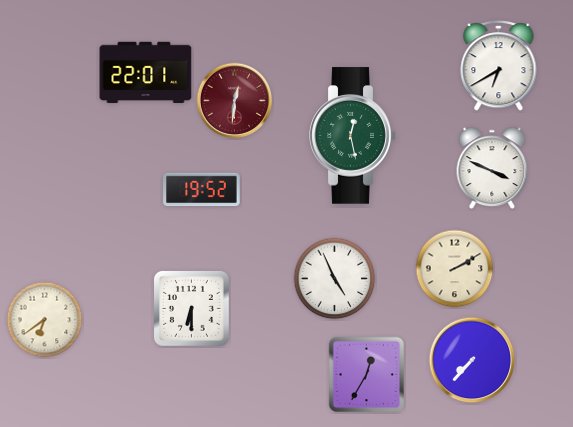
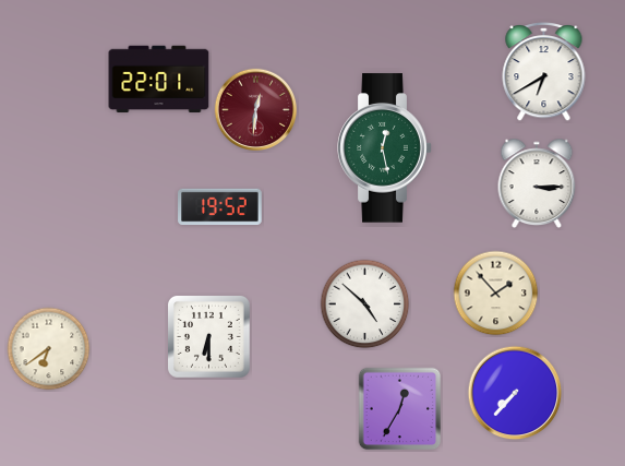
clock at (492, 167): 3:49 -> 3:15
clock at (455, 269): 2:10 -> 1:53
clock at (335, 279): 4:56 -> 4:52
